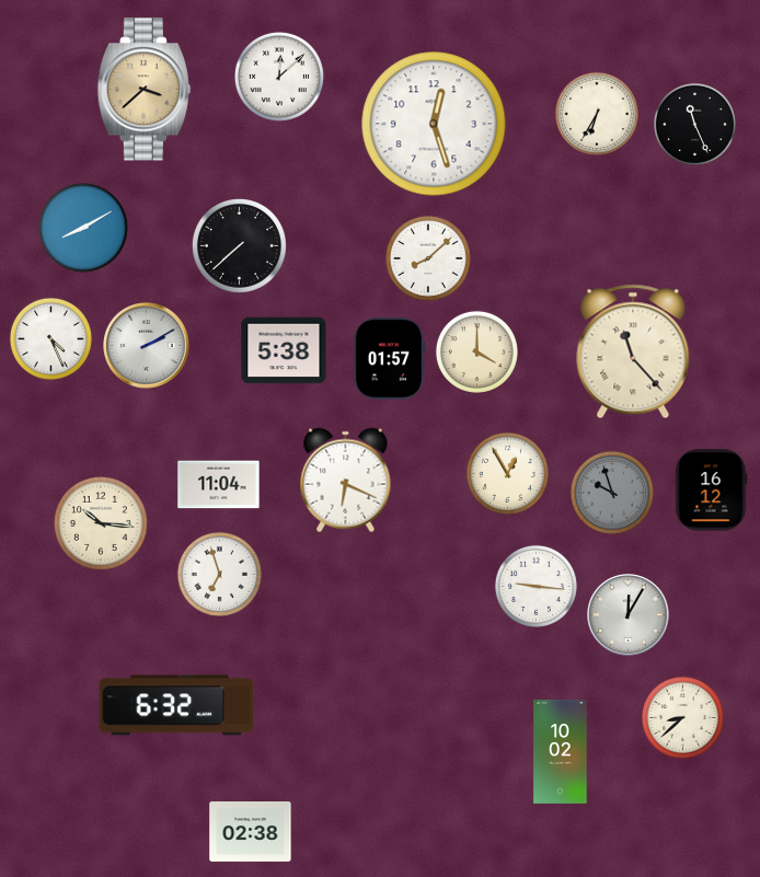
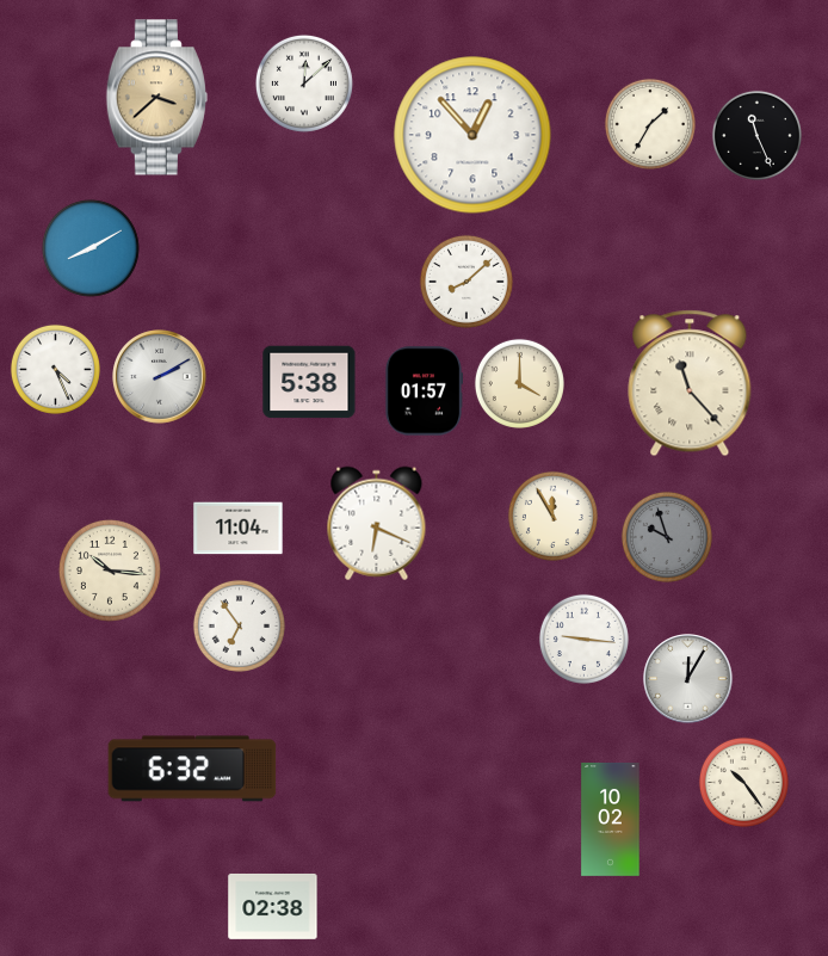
clock at (597, 114): 6:35 -> 1:35
clock at (434, 124): 12:27 -> 12:53
clock at (239, 245): 7:38 -> none
clock at (507, 473): 12:55 -> 11:55
clock at (711, 491): 16:12 -> none
clock at (219, 574): 6:57 -> 6:54
clock at (629, 615) position: (629, 615) -> (688, 679)
clock at (682, 717): 8:38 -> 10:24
